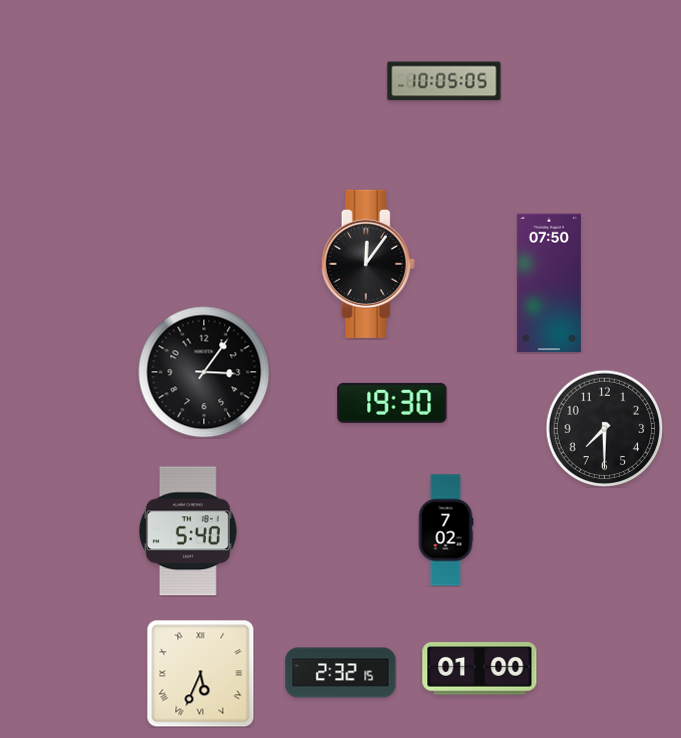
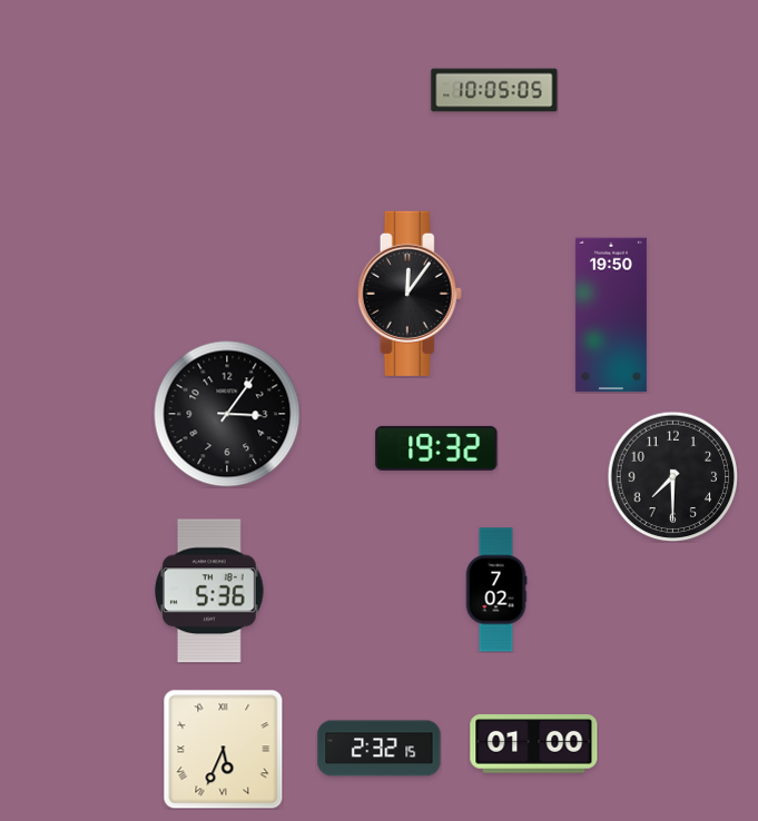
clock at (549, 283): 07:50 -> 19:50
clock at (392, 403): 19:30 -> 19:32
clock at (189, 531): 5:40 -> 5:36
